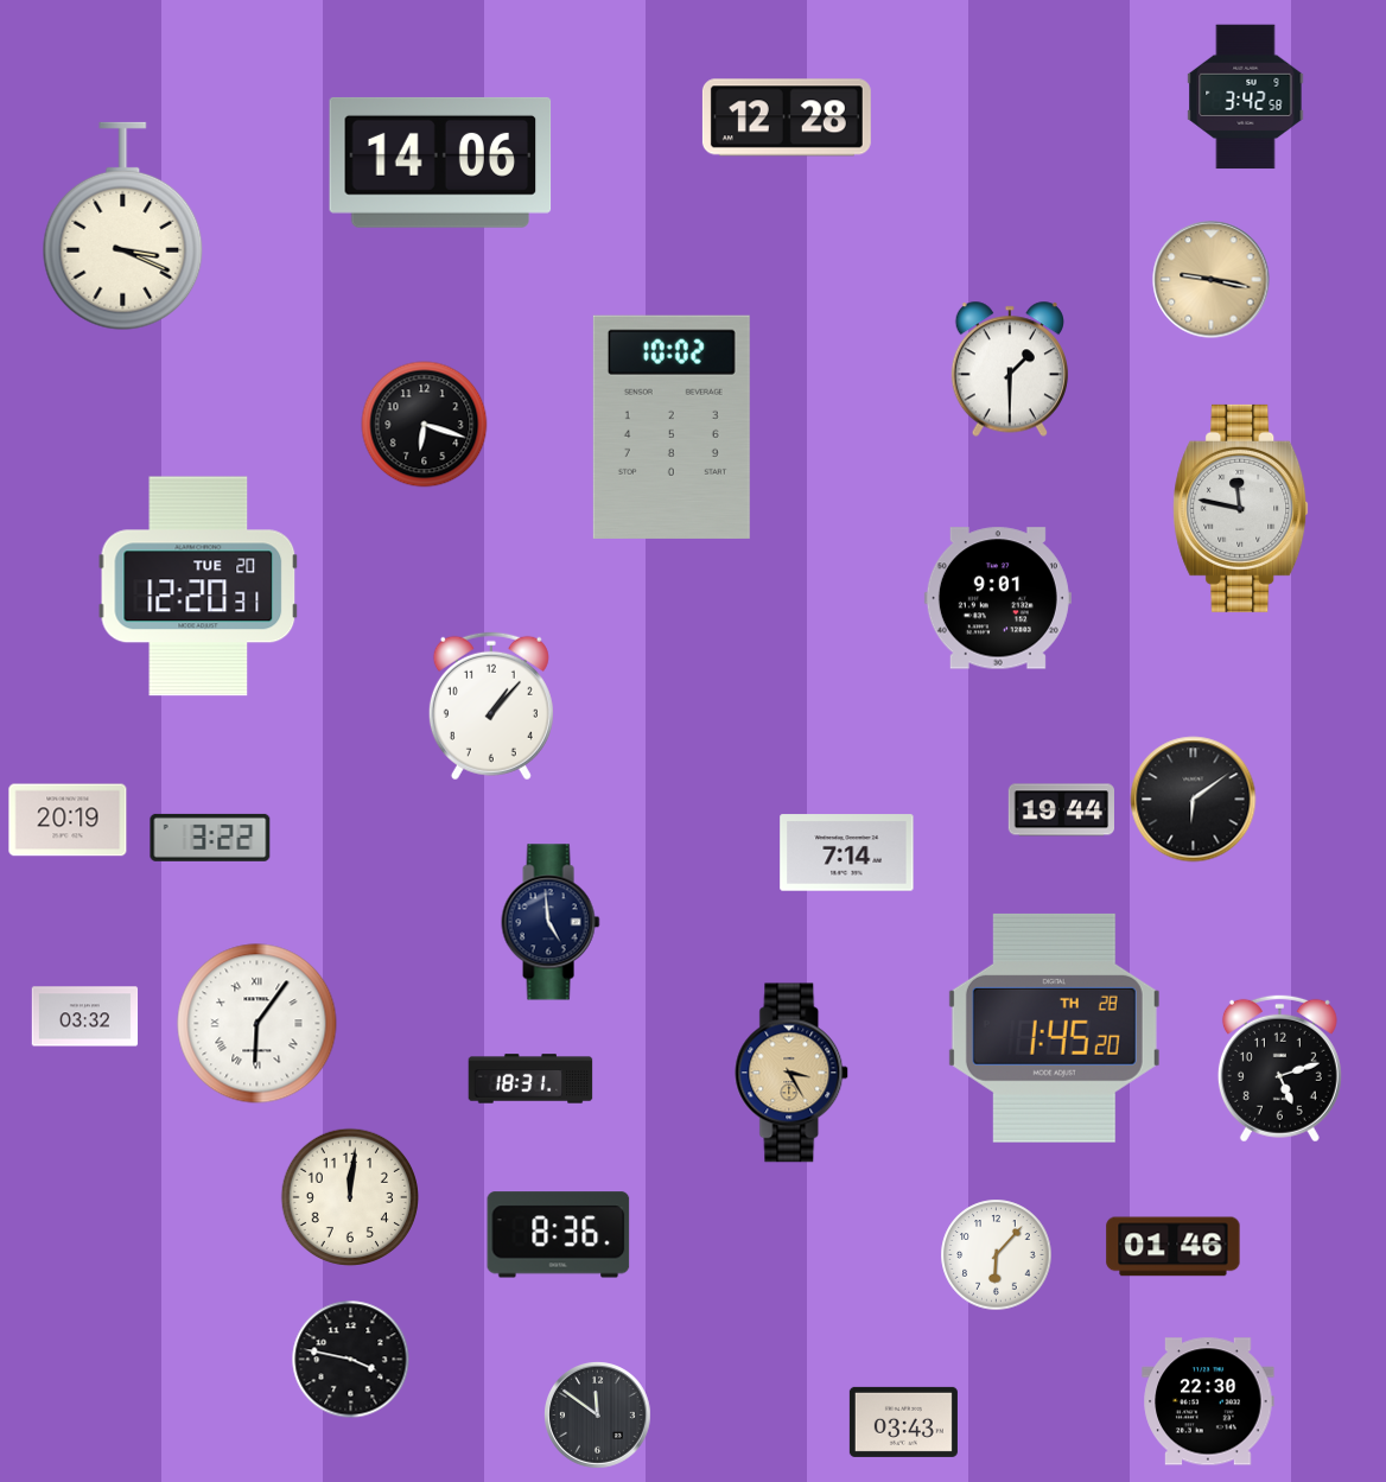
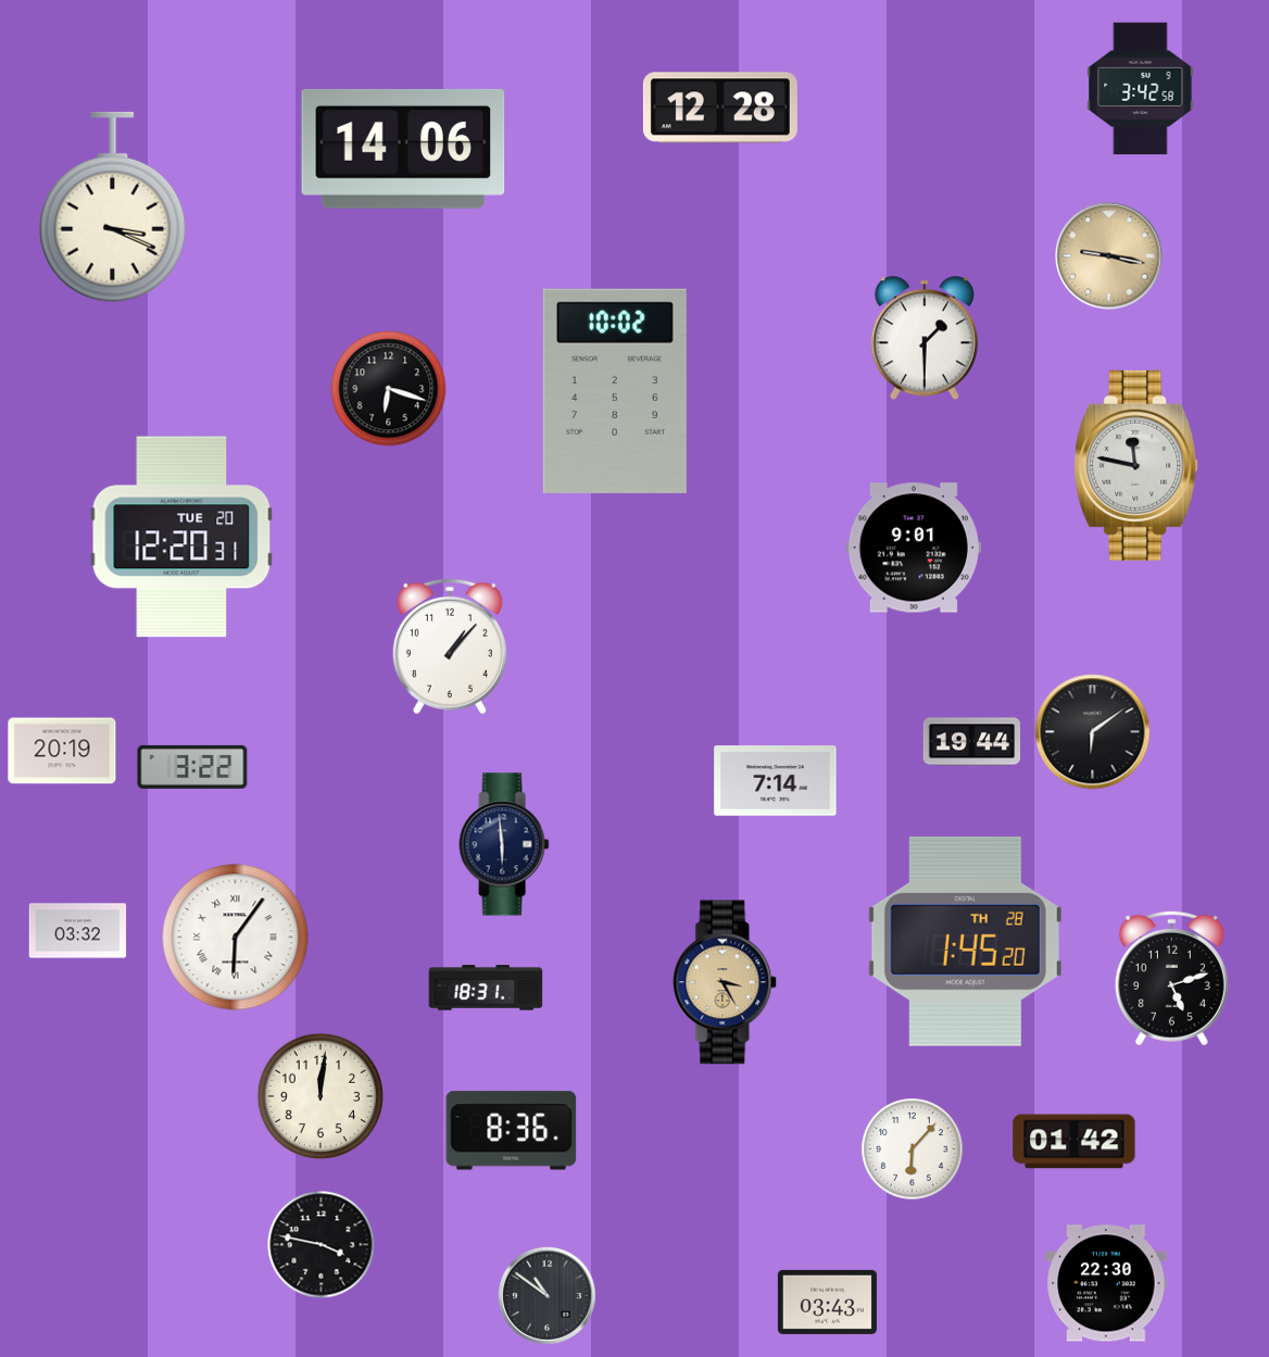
clock at (551, 922): 4:59 -> 5:59
clock at (1174, 1247): 01:46 -> 01:42
clock at (598, 1416): 11:51 -> 10:51
